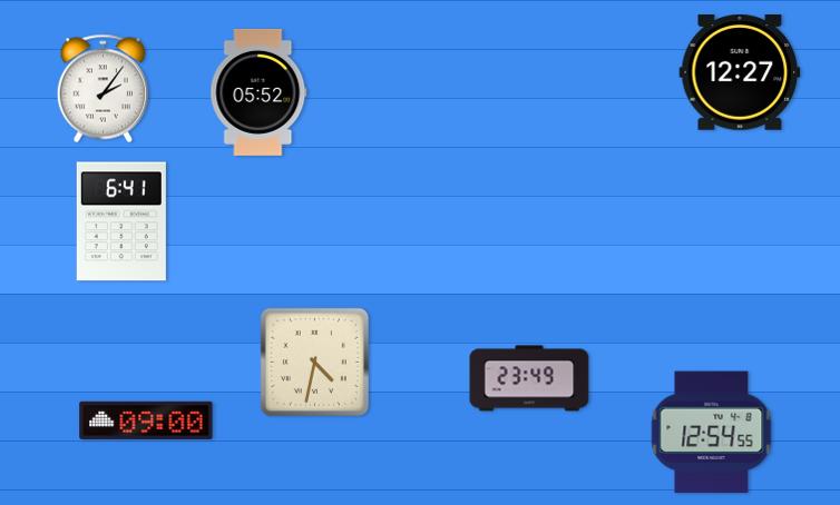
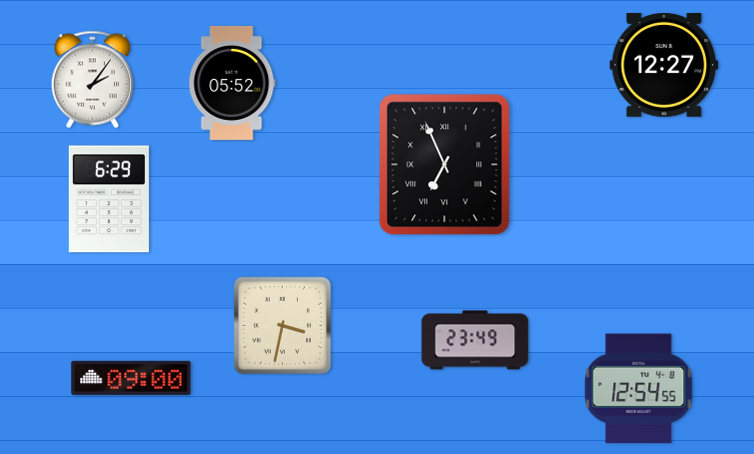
clock at (445, 165): none -> 6:56
clock at (121, 221): 6:41 -> 6:29
clock at (314, 362): 4:32 -> 3:32
